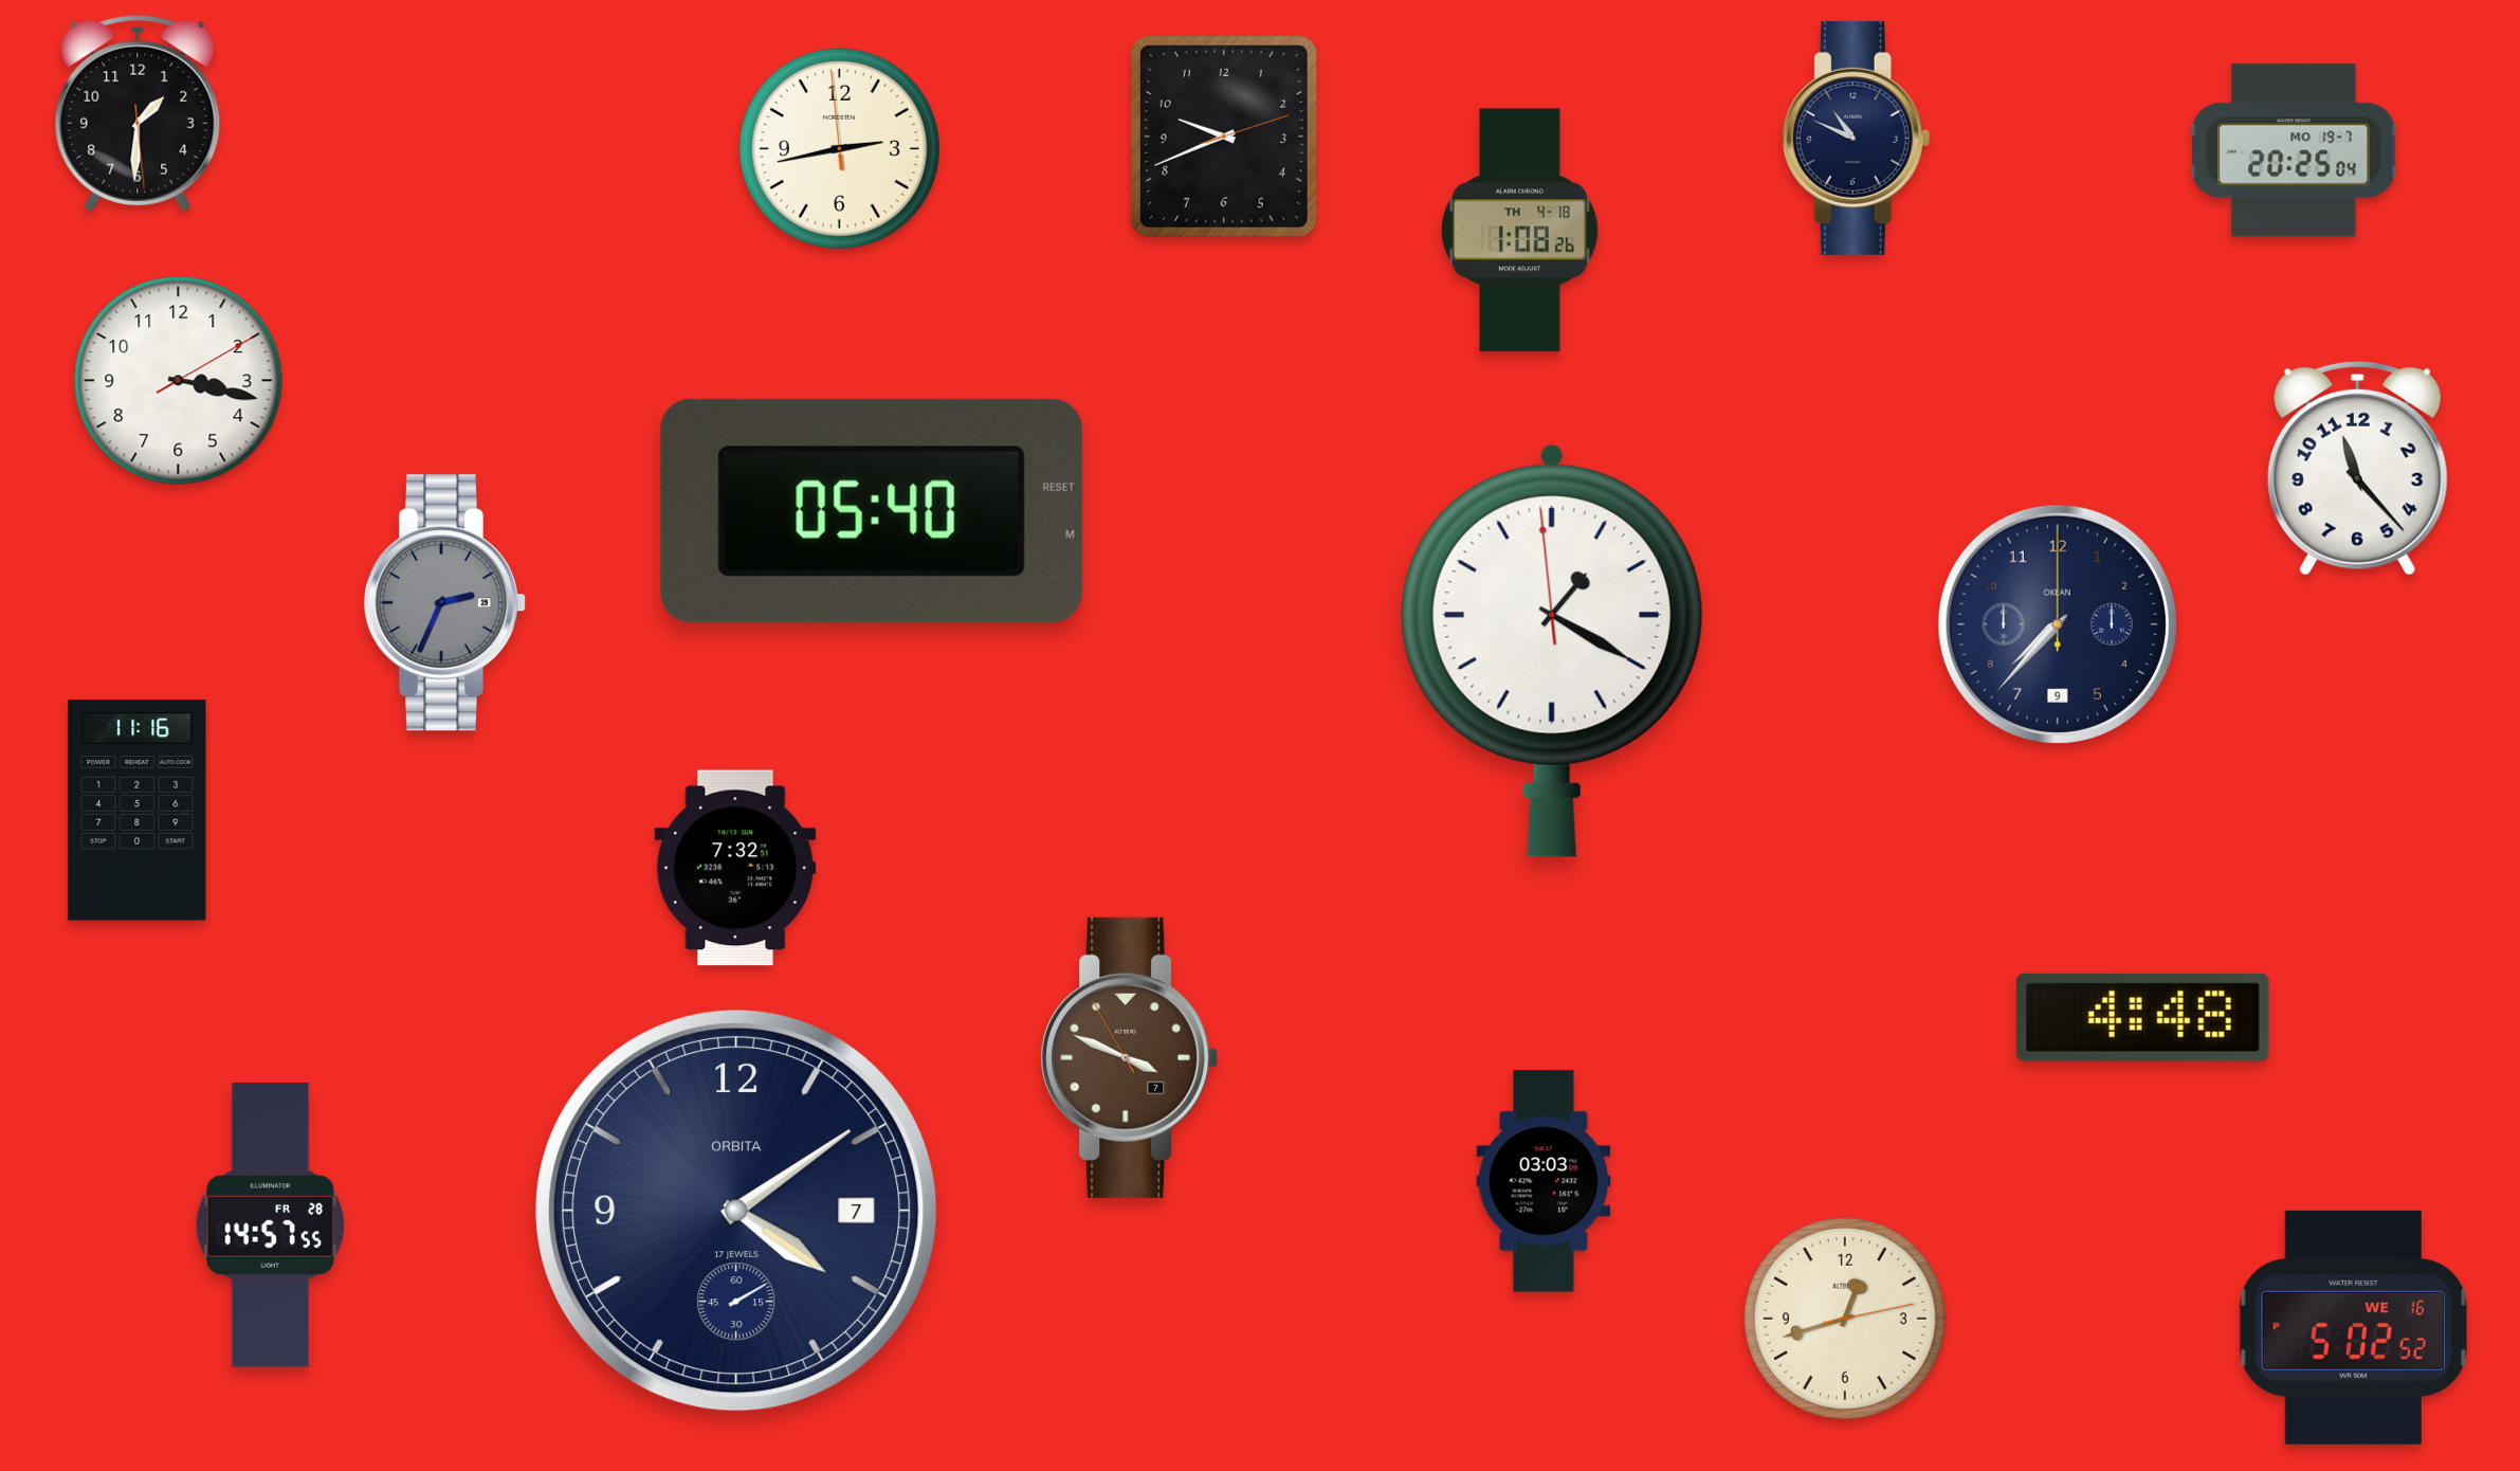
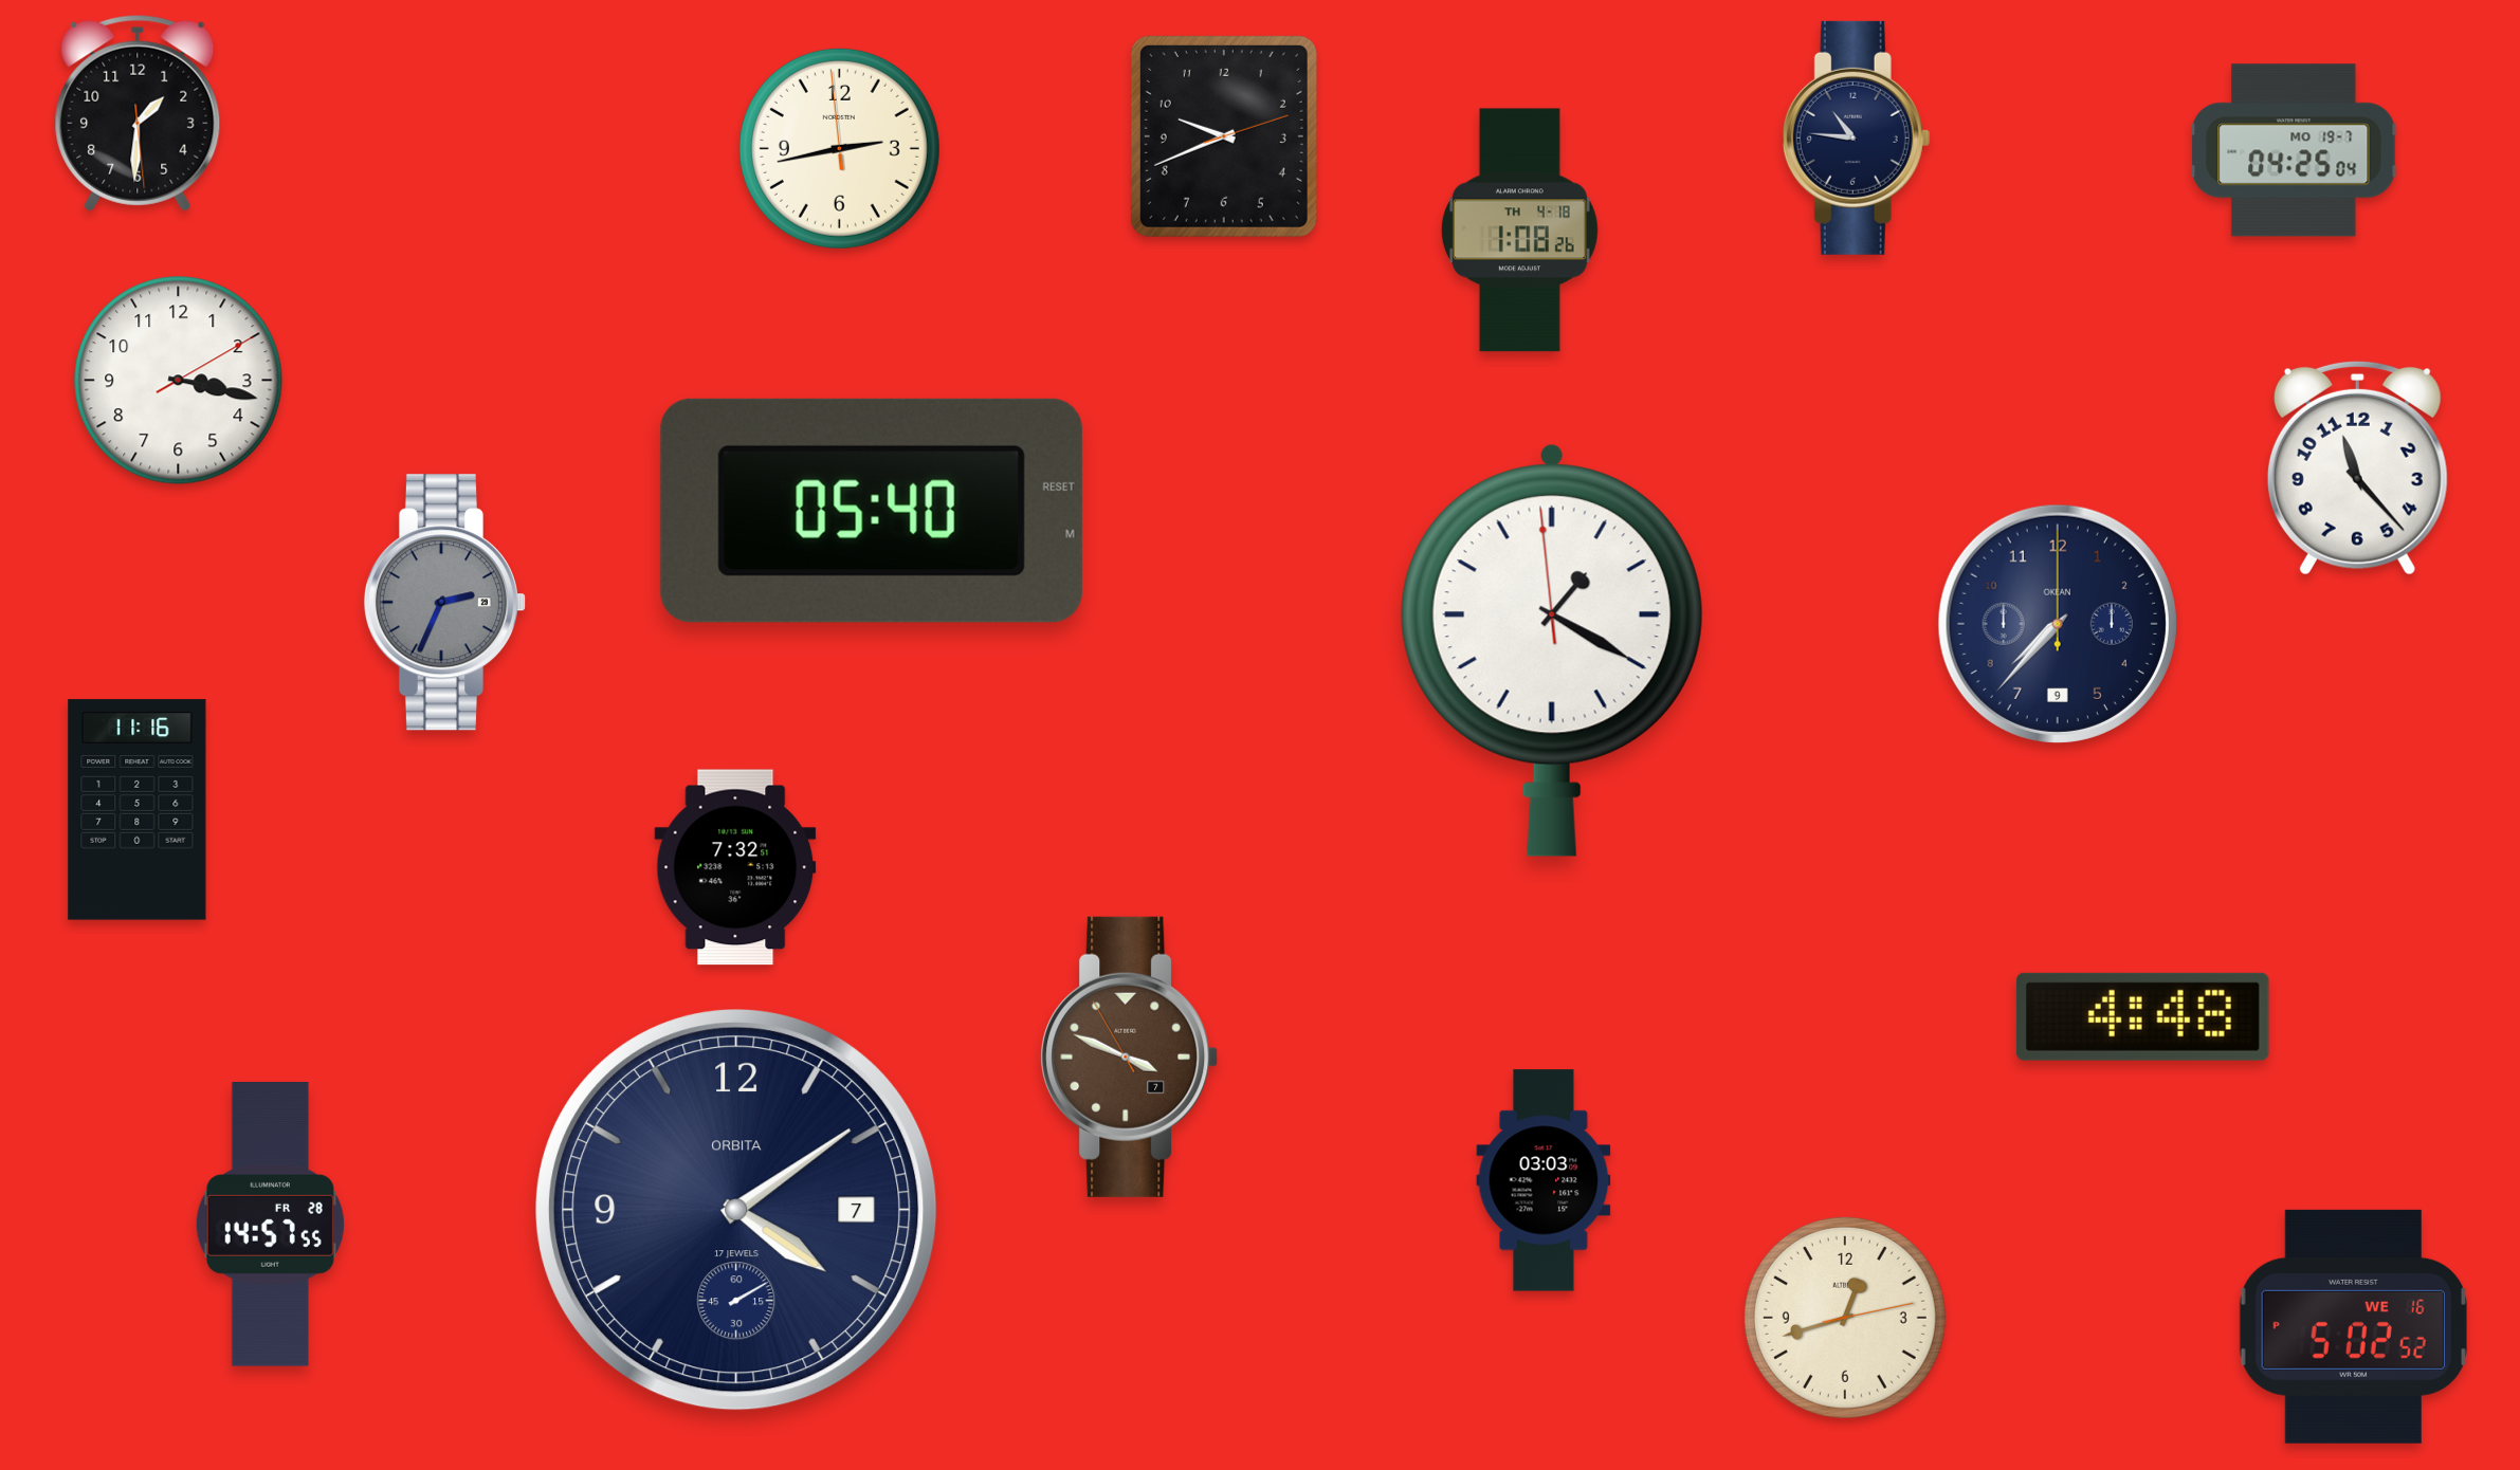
clock at (1857, 138): 10:49 -> 10:46
clock at (2294, 150): 20:25 -> 04:25
